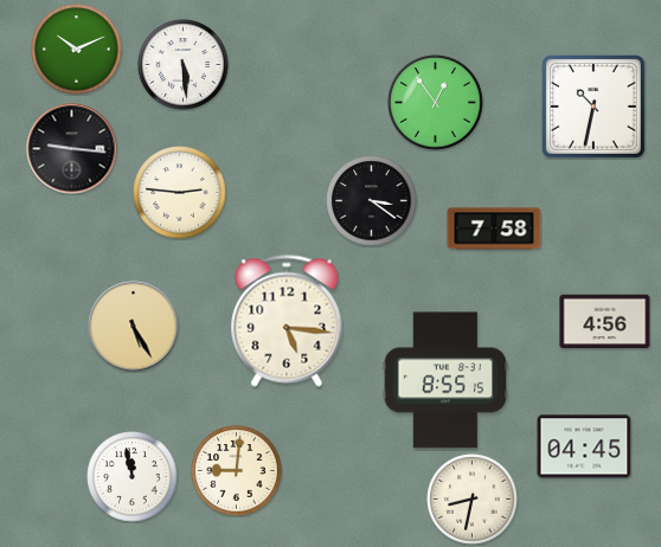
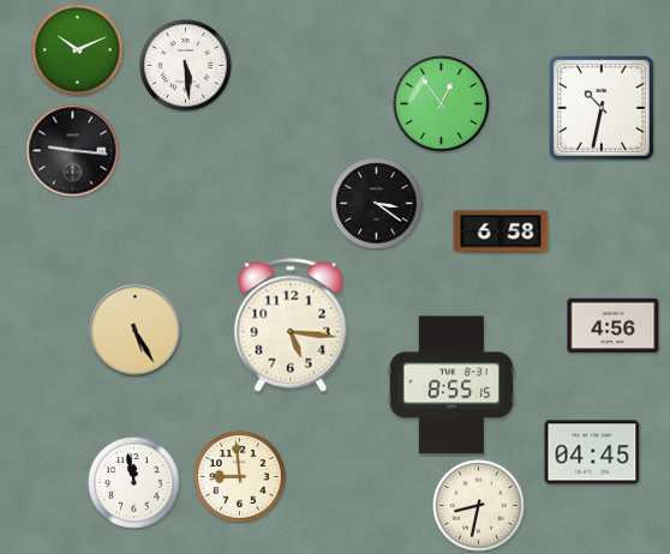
clock at (180, 193): 2:46 -> none
clock at (494, 229): 7:58 -> 6:58
clock at (237, 471): 9:01 -> 8:59
